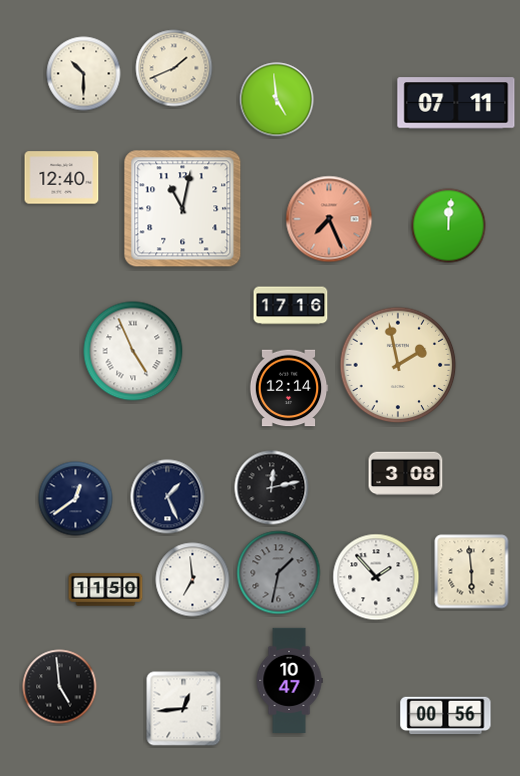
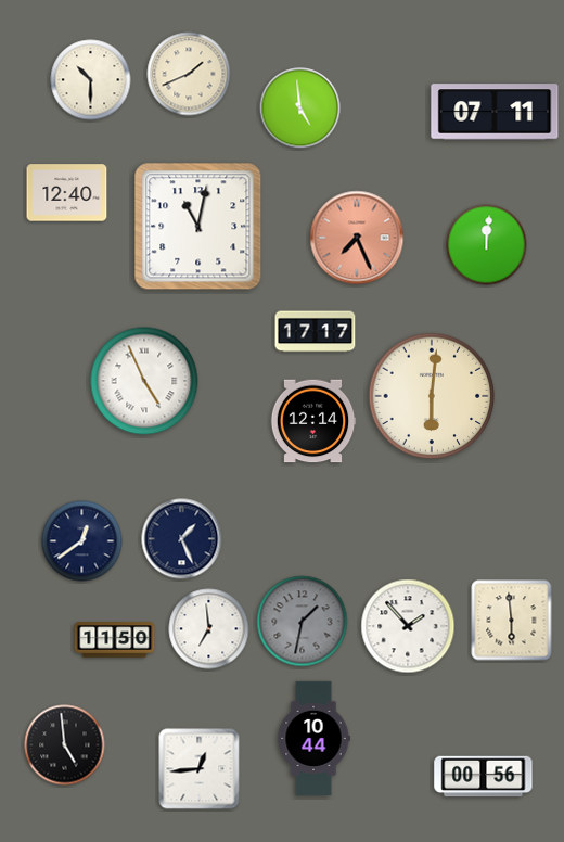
clock at (291, 306): 17:16 -> 17:17
clock at (398, 365): 1:58 -> 6:01
clock at (406, 474): 3:08 -> none
clock at (272, 488): 12:13 -> none
clock at (289, 680): 10:47 -> 10:44
